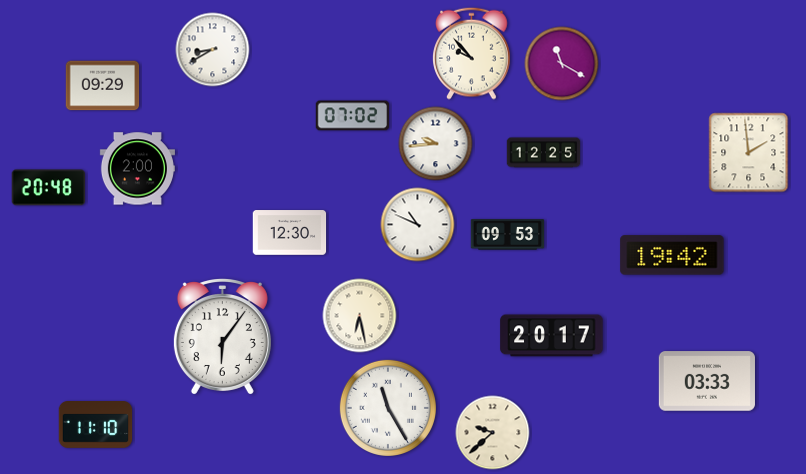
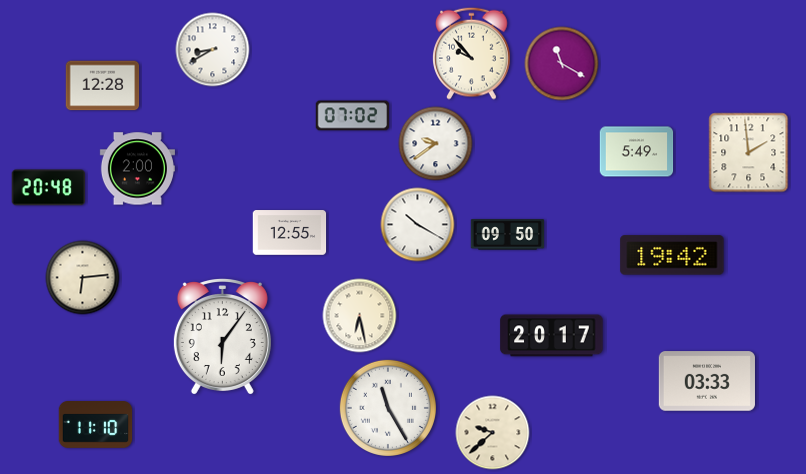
clock at (103, 86): 09:29 -> 12:28
clock at (436, 144): 9:44 -> 9:39
clock at (637, 152): none -> 5:49
clock at (544, 153): 12:25 -> none
clock at (418, 225): 10:49 -> 10:20
clock at (290, 233): 12:30 -> 12:55
clock at (508, 235): 09:53 -> 09:50
clock at (83, 278): none -> 6:14
